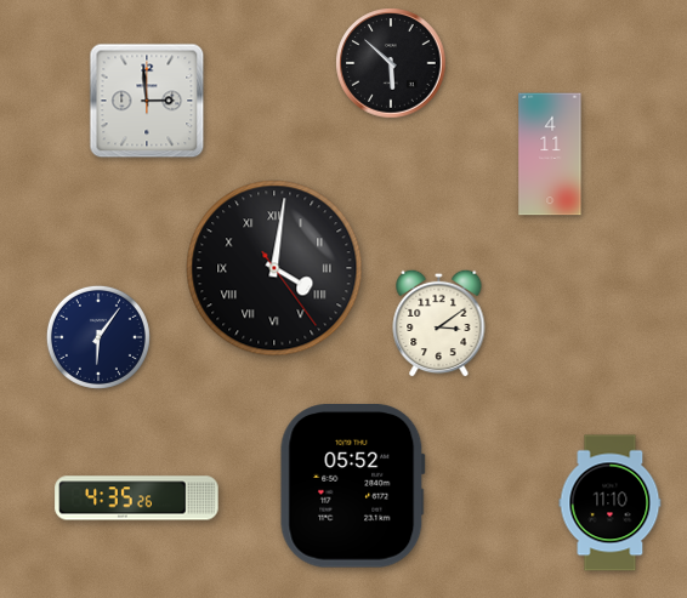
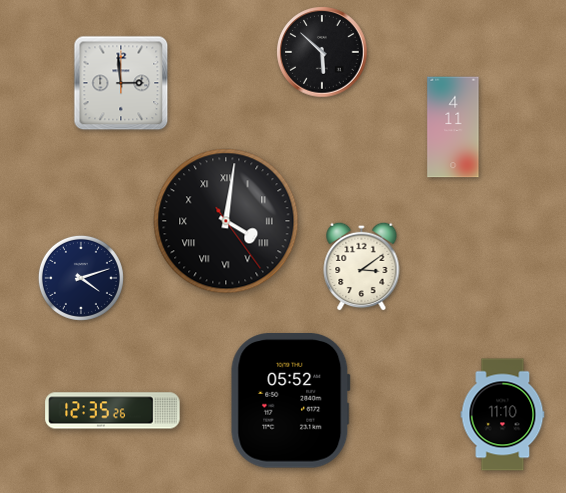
clock at (98, 337): 6:06 -> 4:12
clock at (137, 499): 4:35 -> 12:35
